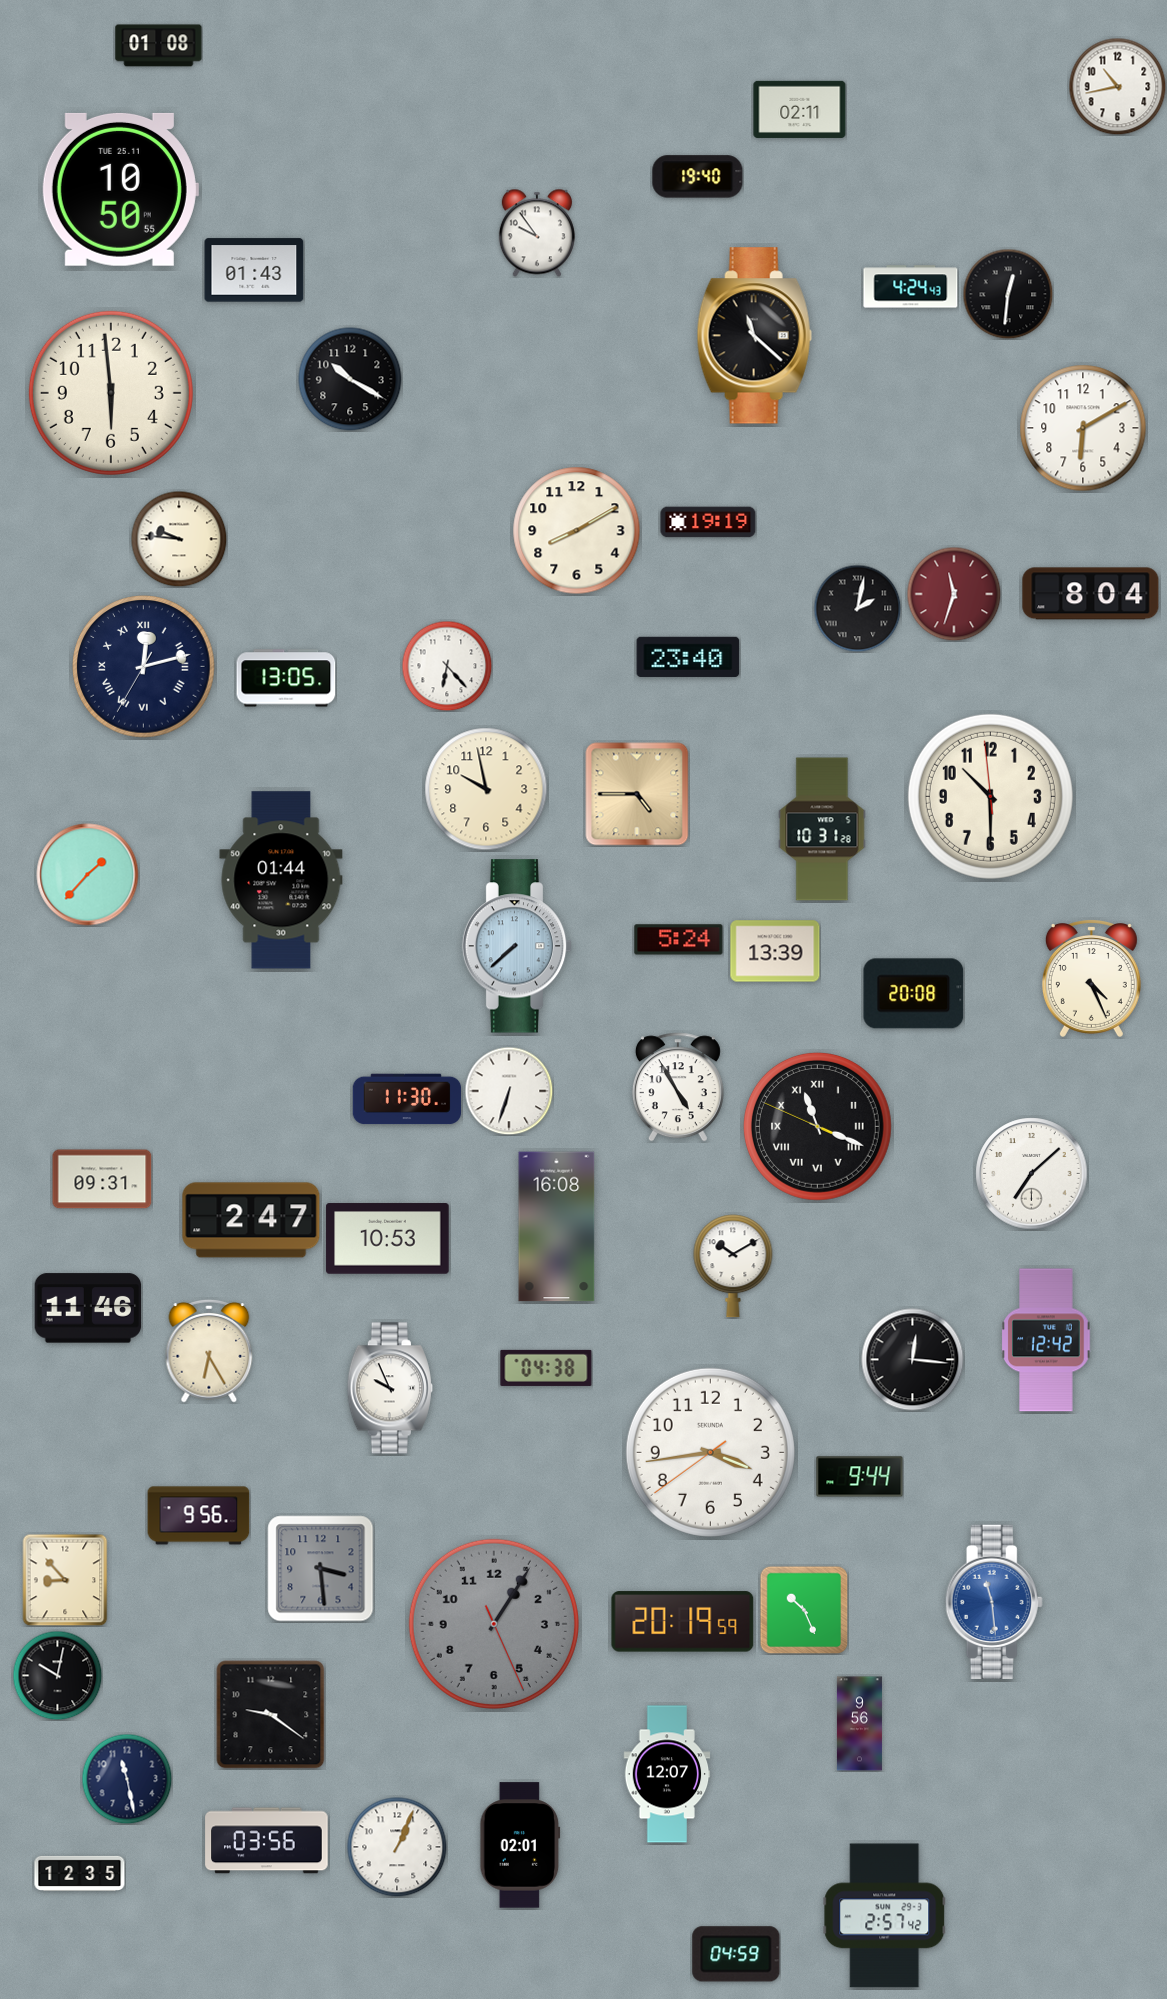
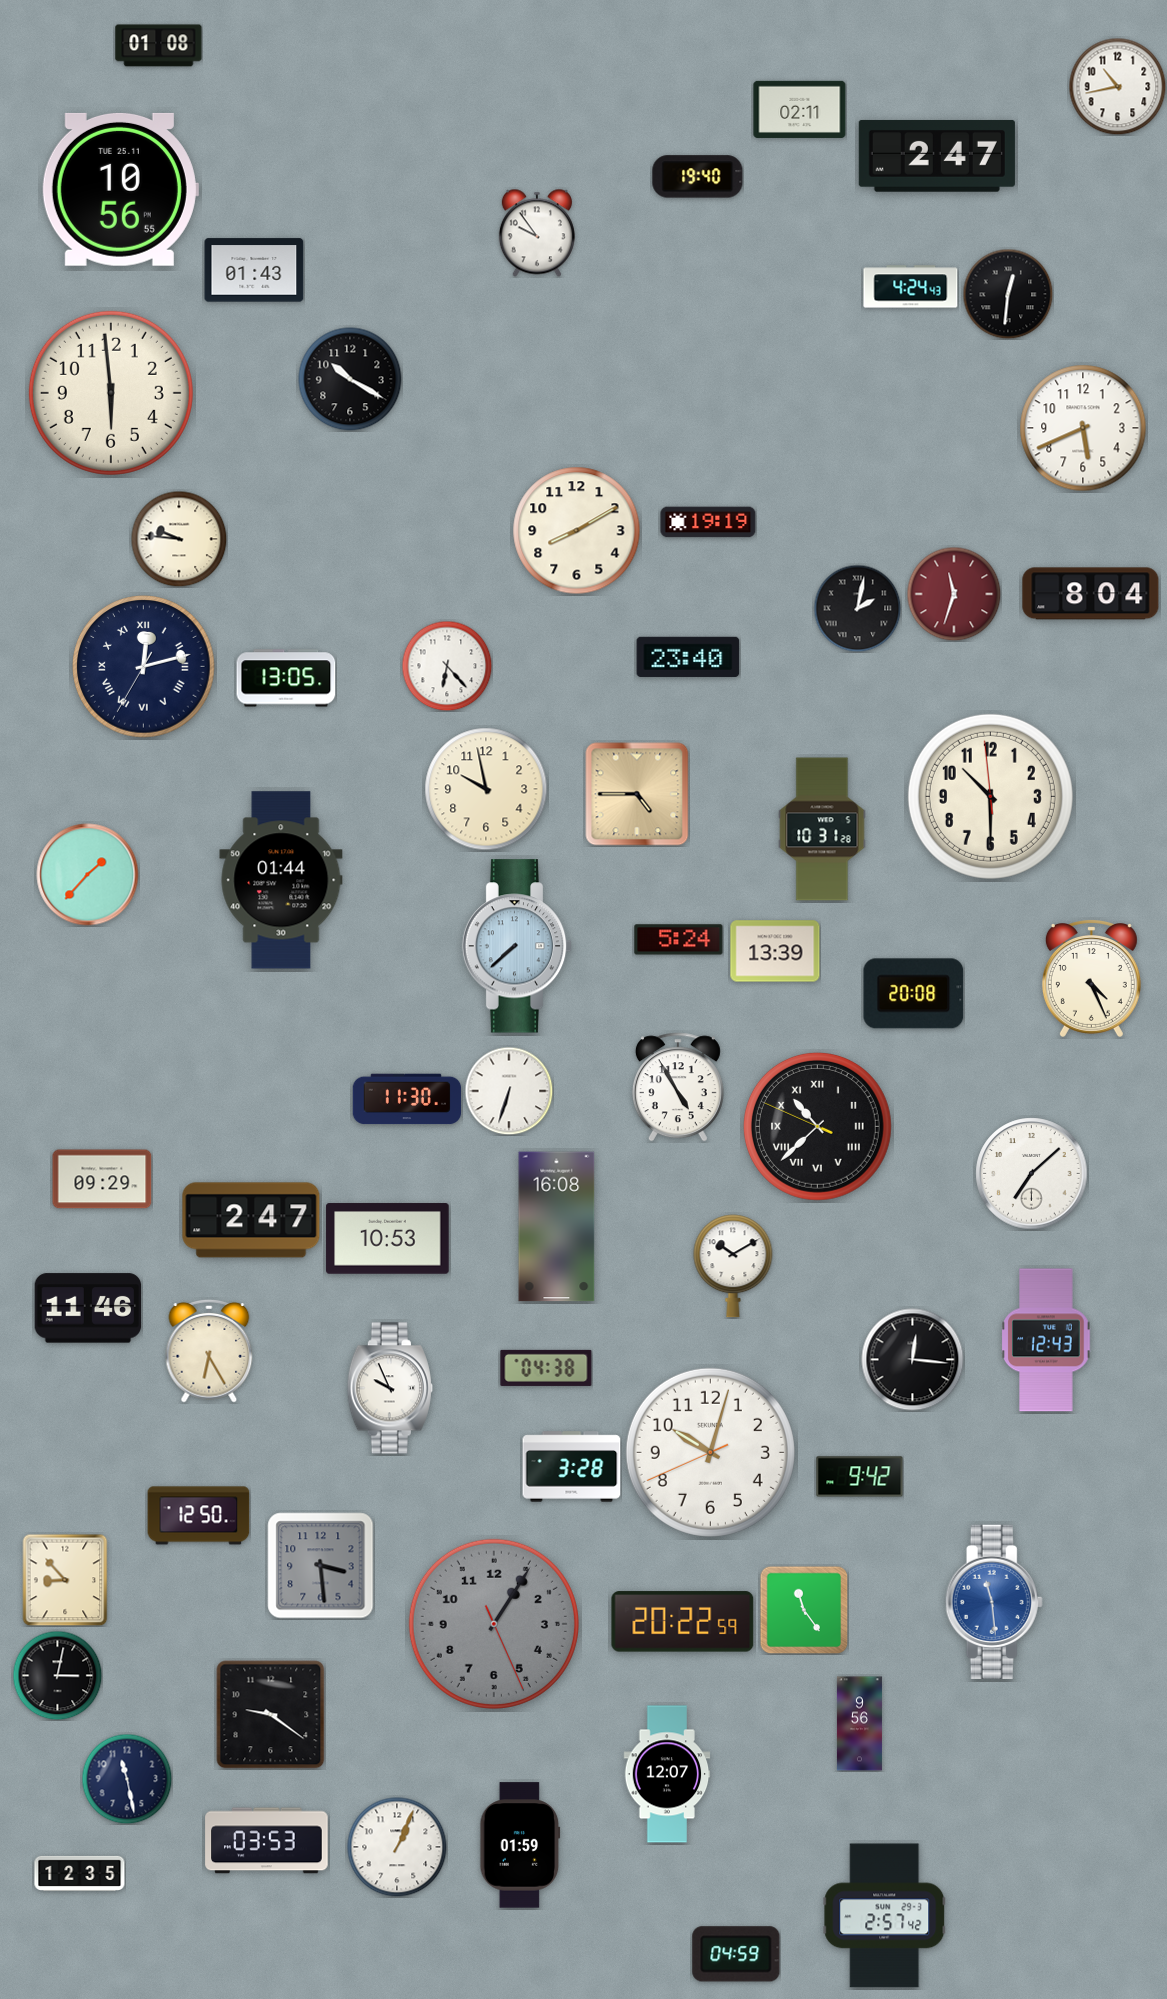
clock at (937, 156): none -> 2:47
clock at (120, 189): 10:50 -> 10:56
clock at (754, 336): 11:22 -> none
clock at (1083, 428): 6:10 -> 5:41
clock at (817, 1126): 11:18 -> 10:37
clock at (102, 1179): 09:31 -> 09:29
clock at (1046, 1340): 12:42 -> 12:43
clock at (710, 1452): 3:43 -> 10:02
clock at (572, 1467): none -> 3:28
clock at (860, 1477): 9:44 -> 9:42
clock at (199, 1516): 9:56 -> 12:50
clock at (321, 1569) position: (321, 1569) -> (321, 1566)
clock at (804, 1610): 10:26 -> 11:24
clock at (683, 1622): 20:19 -> 20:22
clock at (57, 1675): 10:02 -> 3:02
clock at (267, 1841): 03:56 -> 03:53
clock at (520, 1845): 02:01 -> 01:59
